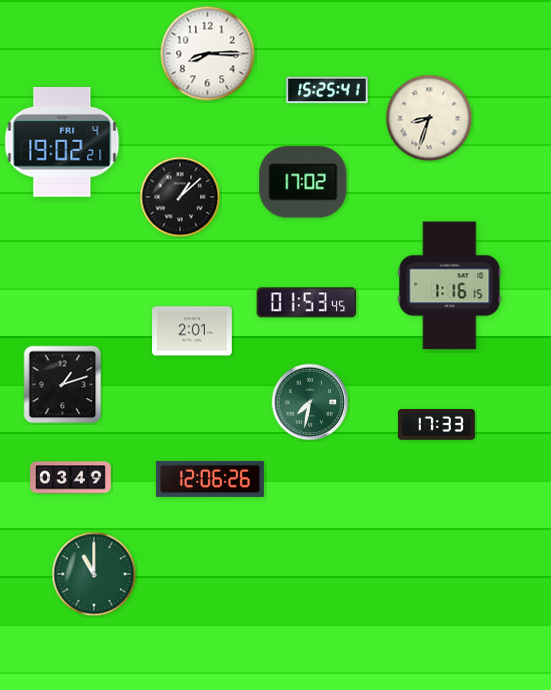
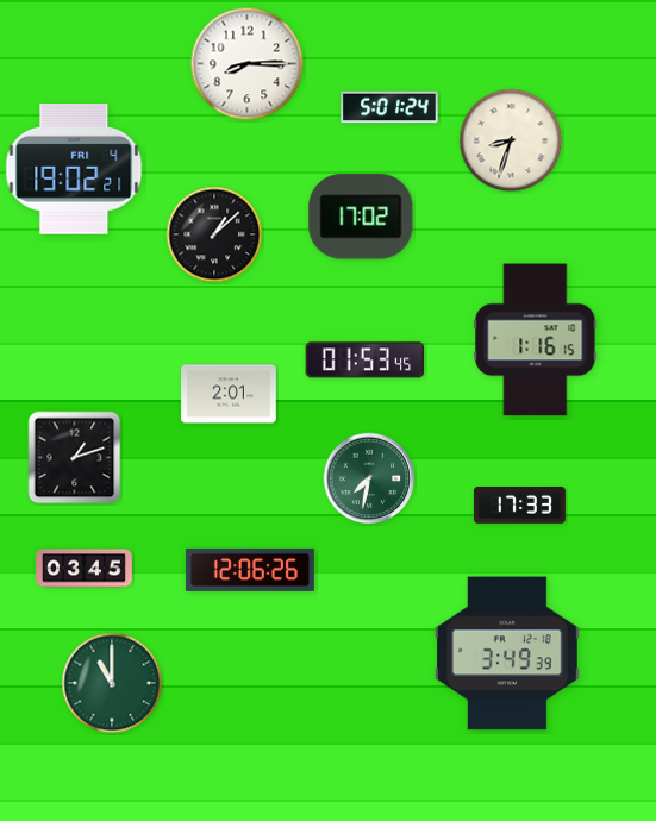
clock at (327, 90): 15:25 -> 5:01
clock at (71, 478): 03:49 -> 03:45
clock at (507, 653): none -> 3:49
